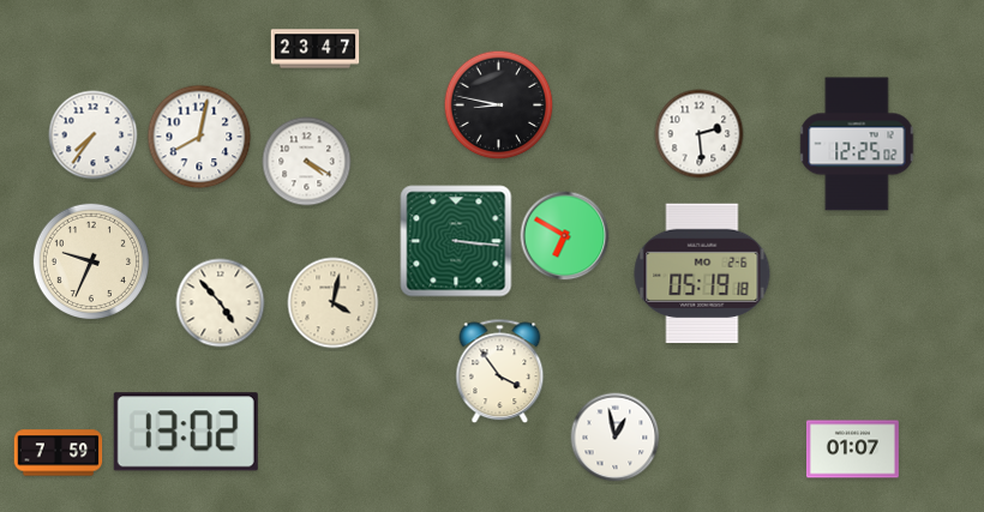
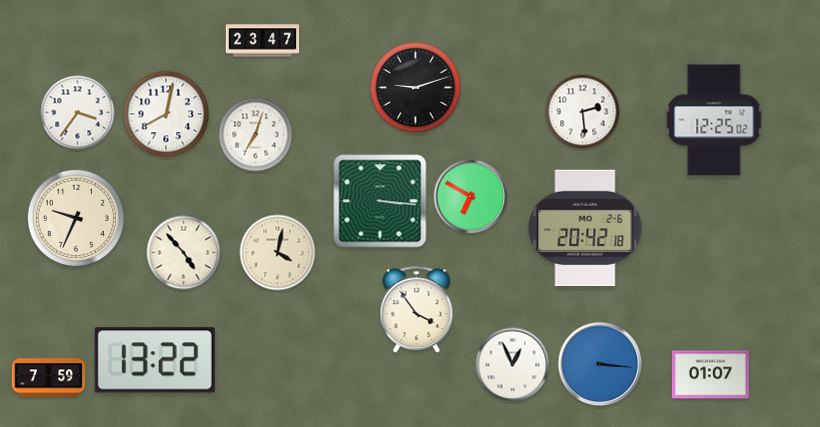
clock at (499, 106): 8:47 -> 9:12
clock at (94, 135): 7:36 -> 3:36
clock at (307, 162): 4:20 -> 7:03
clock at (702, 273): 05:19 -> 20:42
clock at (186, 432): 13:02 -> 13:22
clock at (600, 364): none -> 3:16
clock at (616, 438): 12:58 -> 12:56
